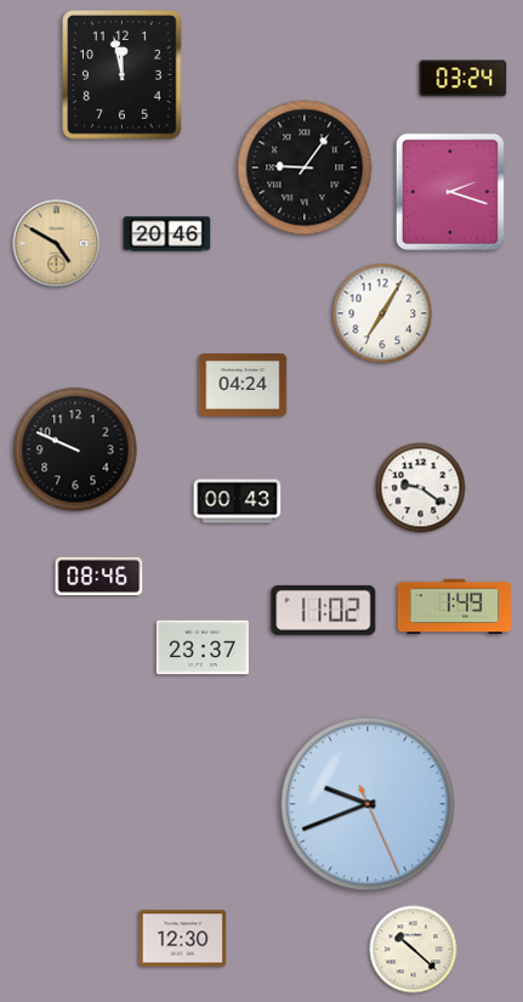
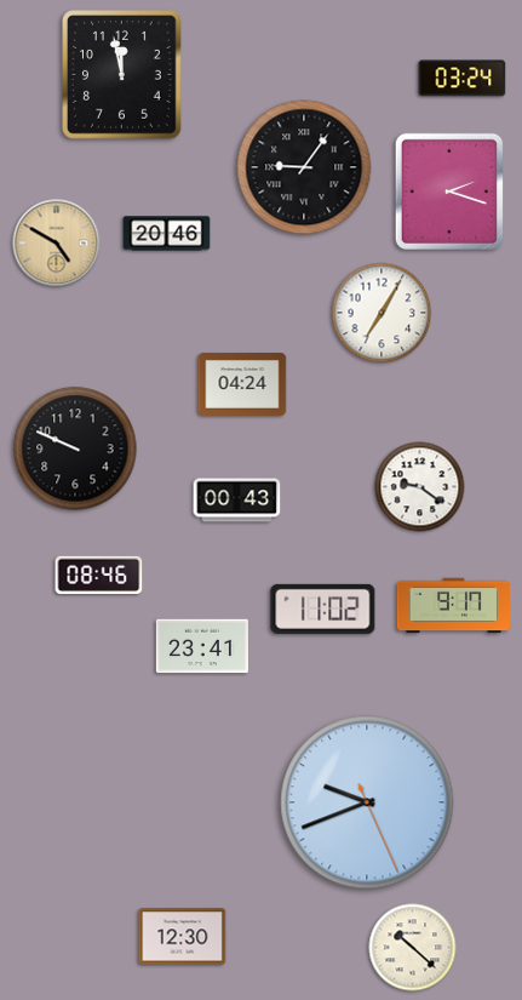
clock at (454, 607): 1:49 -> 9:17
clock at (203, 647): 23:37 -> 23:41
